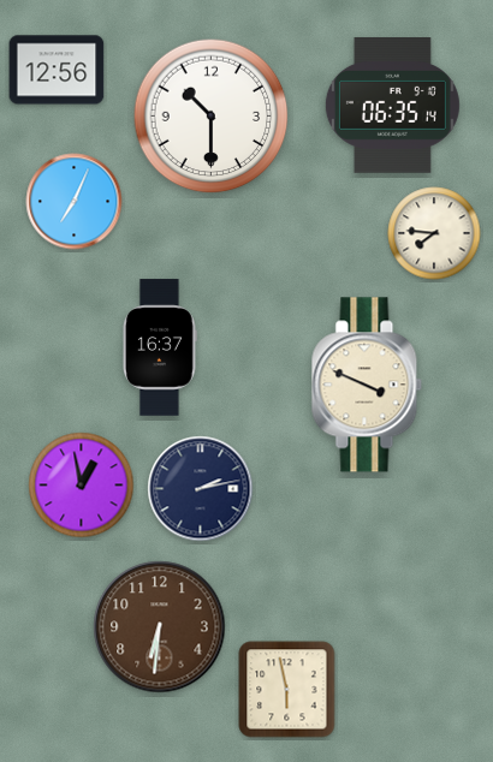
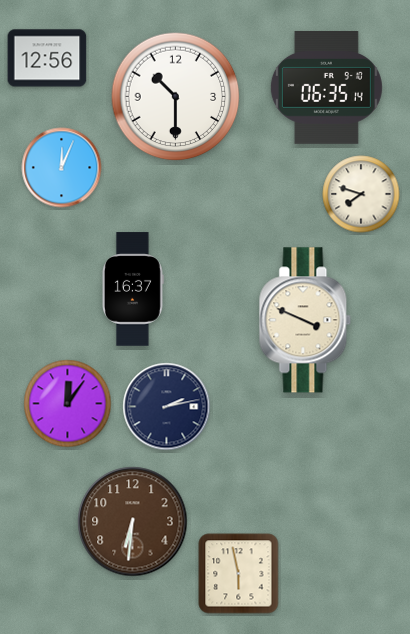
clock at (75, 202): 7:04 -> 12:04
clock at (434, 233): 7:46 -> 7:48
clock at (82, 486): 12:58 -> 12:06
